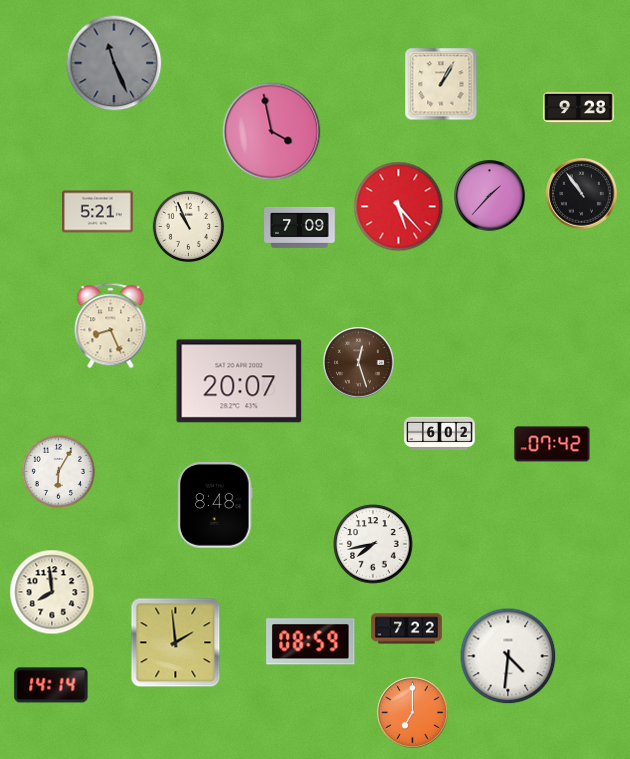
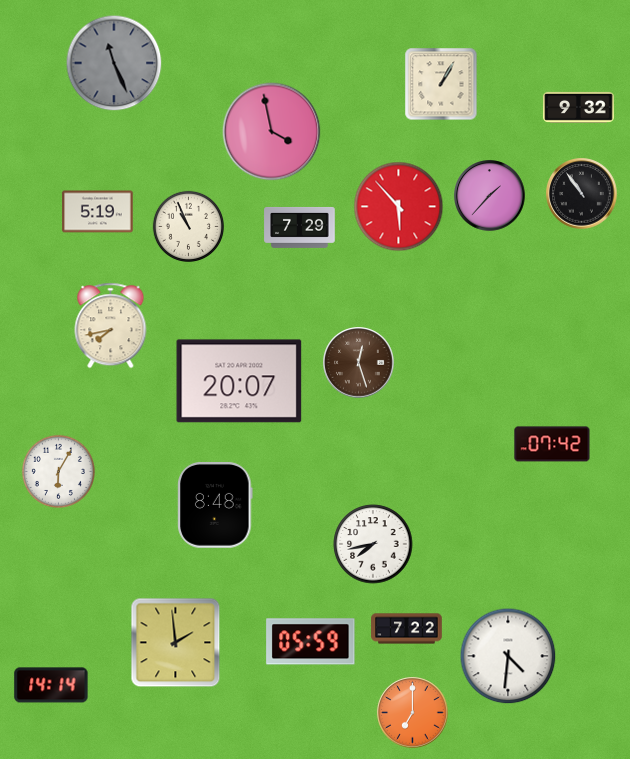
clock at (579, 107): 9:28 -> 9:32
clock at (399, 207): 5:23 -> 5:53
clock at (98, 212): 5:21 -> 5:19
clock at (300, 227): 7:09 -> 7:29
clock at (111, 326): 8:26 -> 7:43
clock at (440, 434): 6:02 -> none
clock at (52, 592): 7:59 -> none
clock at (311, 642): 08:59 -> 05:59
